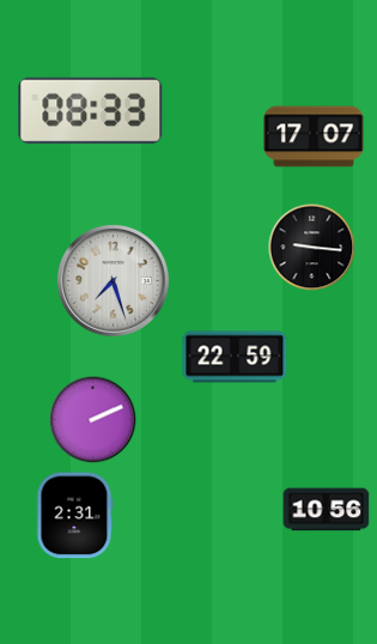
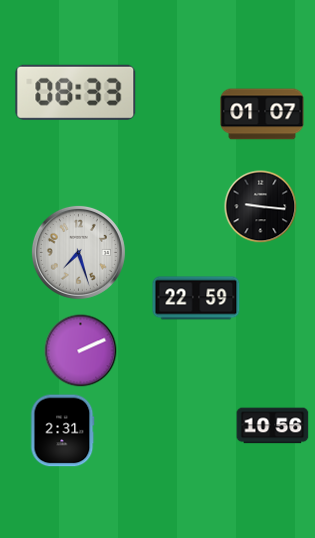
clock at (314, 136): 17:07 -> 01:07
clock at (113, 280) position: (113, 280) -> (78, 252)
clock at (93, 420) position: (93, 420) -> (81, 351)
